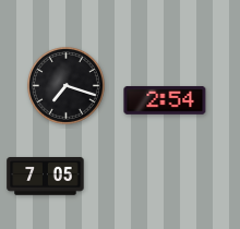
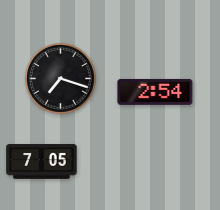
clock at (165, 100) position: (165, 100) -> (155, 92)
